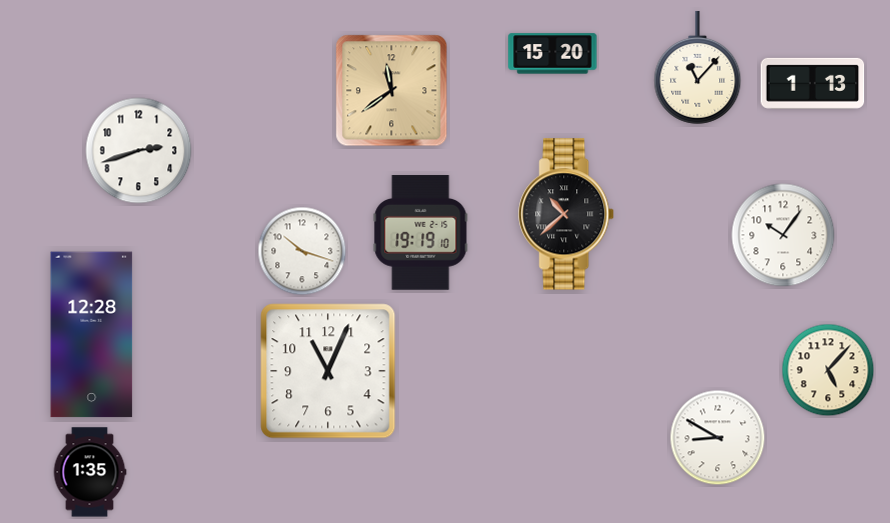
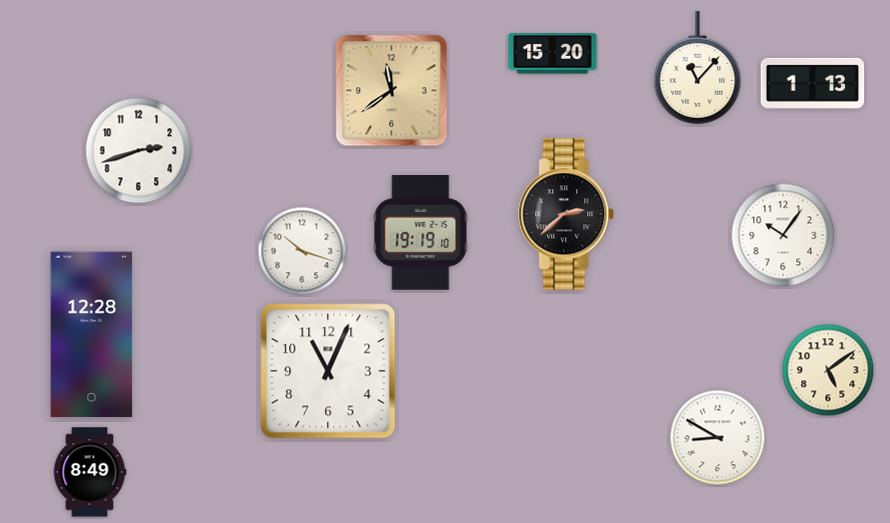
clock at (567, 214): 10:38 -> 2:38
clock at (828, 370): 5:07 -> 5:09
clock at (90, 472): 1:35 -> 8:49
